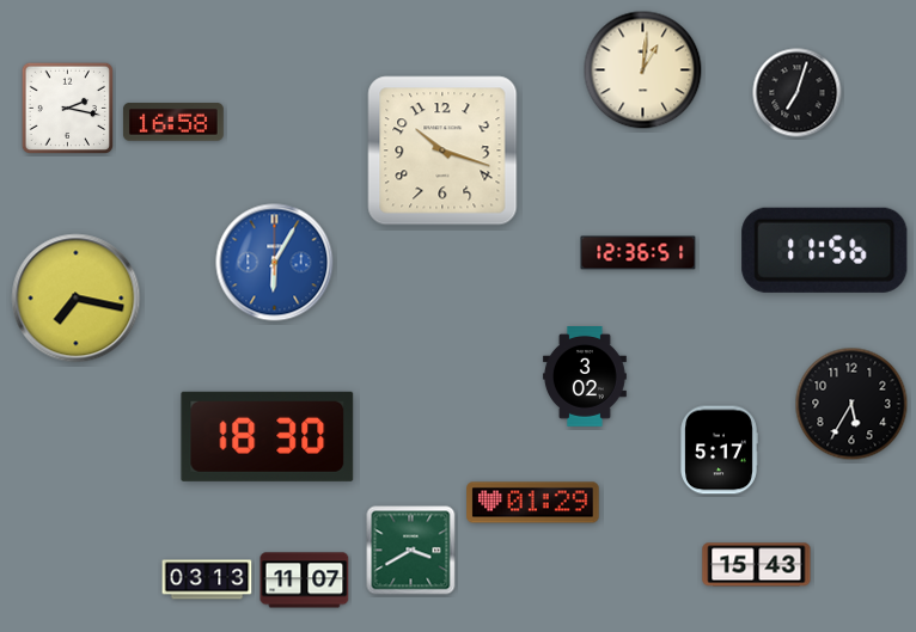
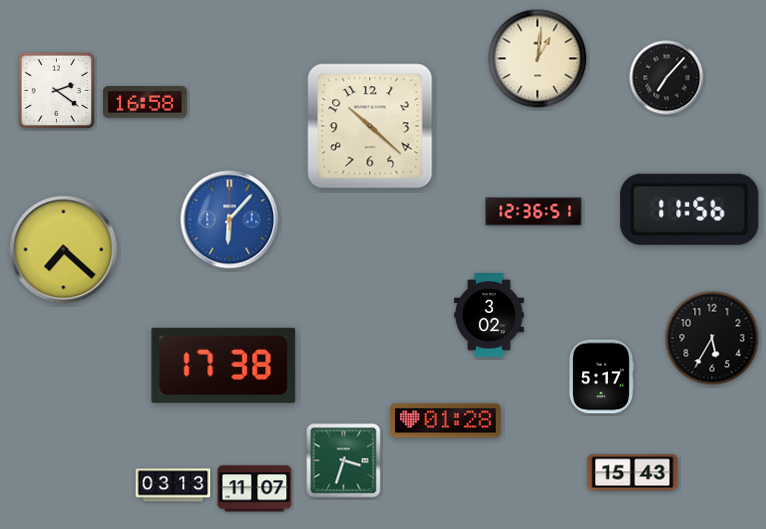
clock at (798, 93): 7:03 -> 7:07
clock at (67, 108): 2:17 -> 2:21
clock at (442, 151): 10:18 -> 10:22
clock at (275, 263): 6:05 -> 6:07
clock at (77, 299): 7:17 -> 7:22
clock at (268, 436): 18:30 -> 17:38
clock at (533, 503): 01:29 -> 01:28
clock at (411, 551): 3:40 -> 3:33
clock at (305, 581) position: (305, 581) -> (255, 489)
